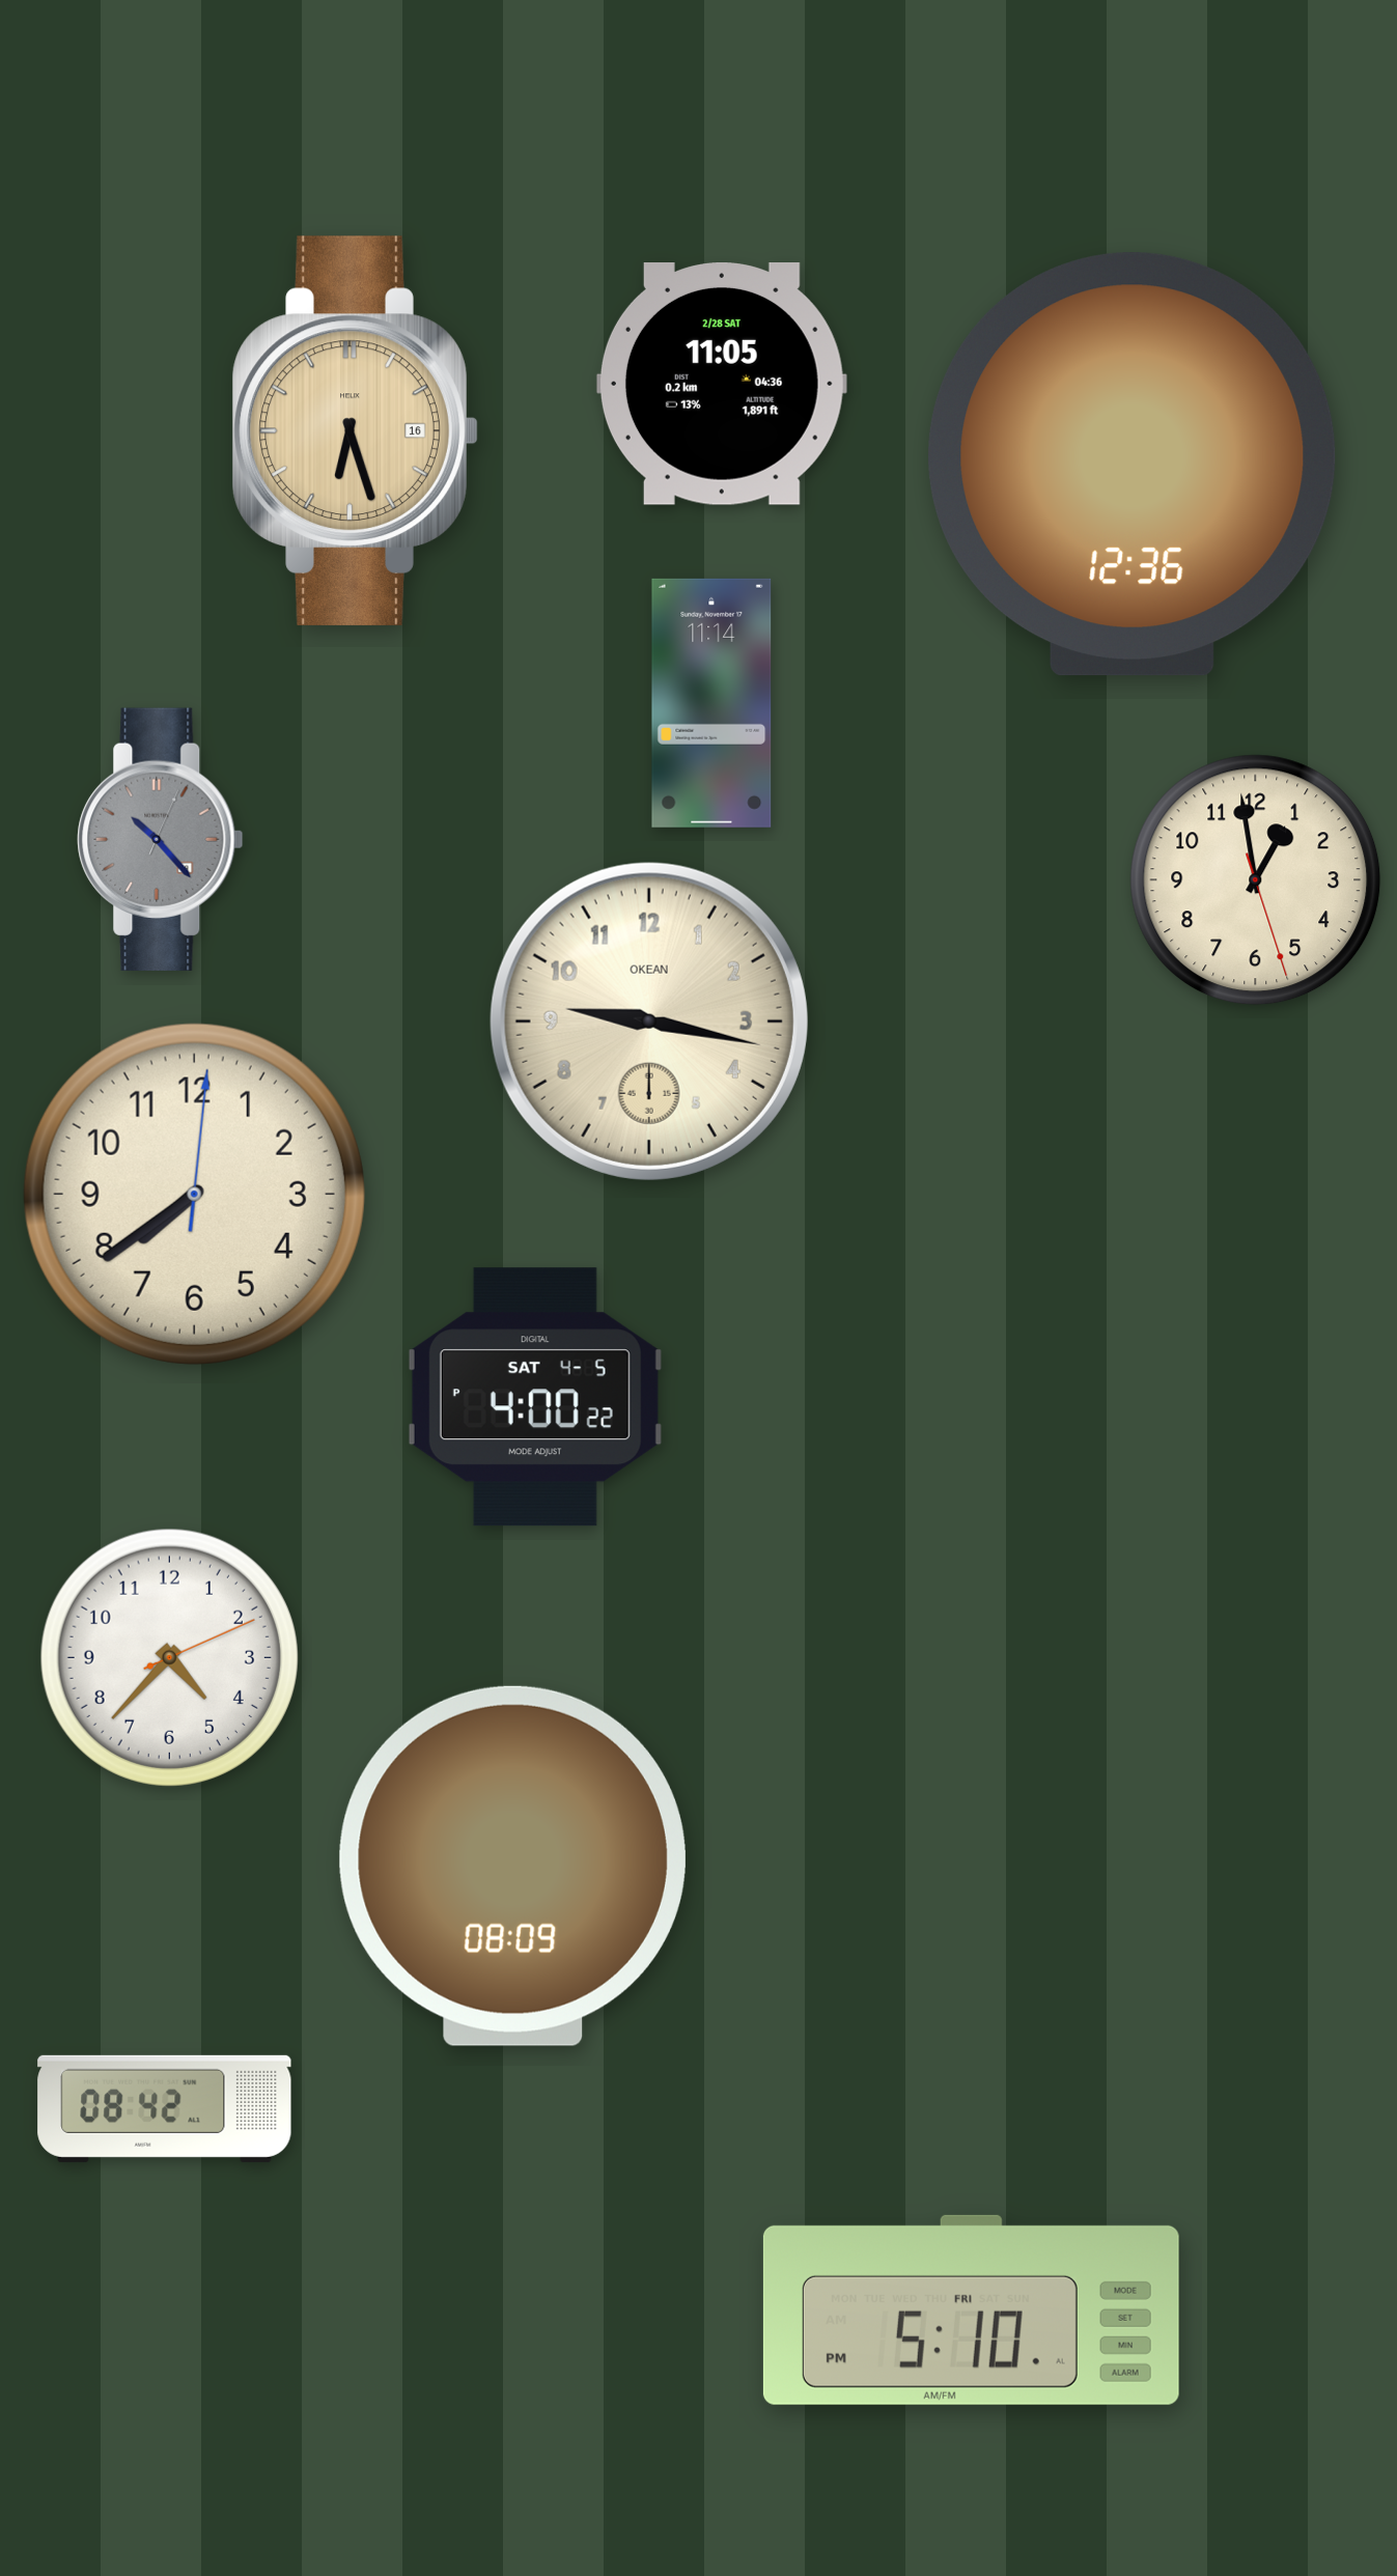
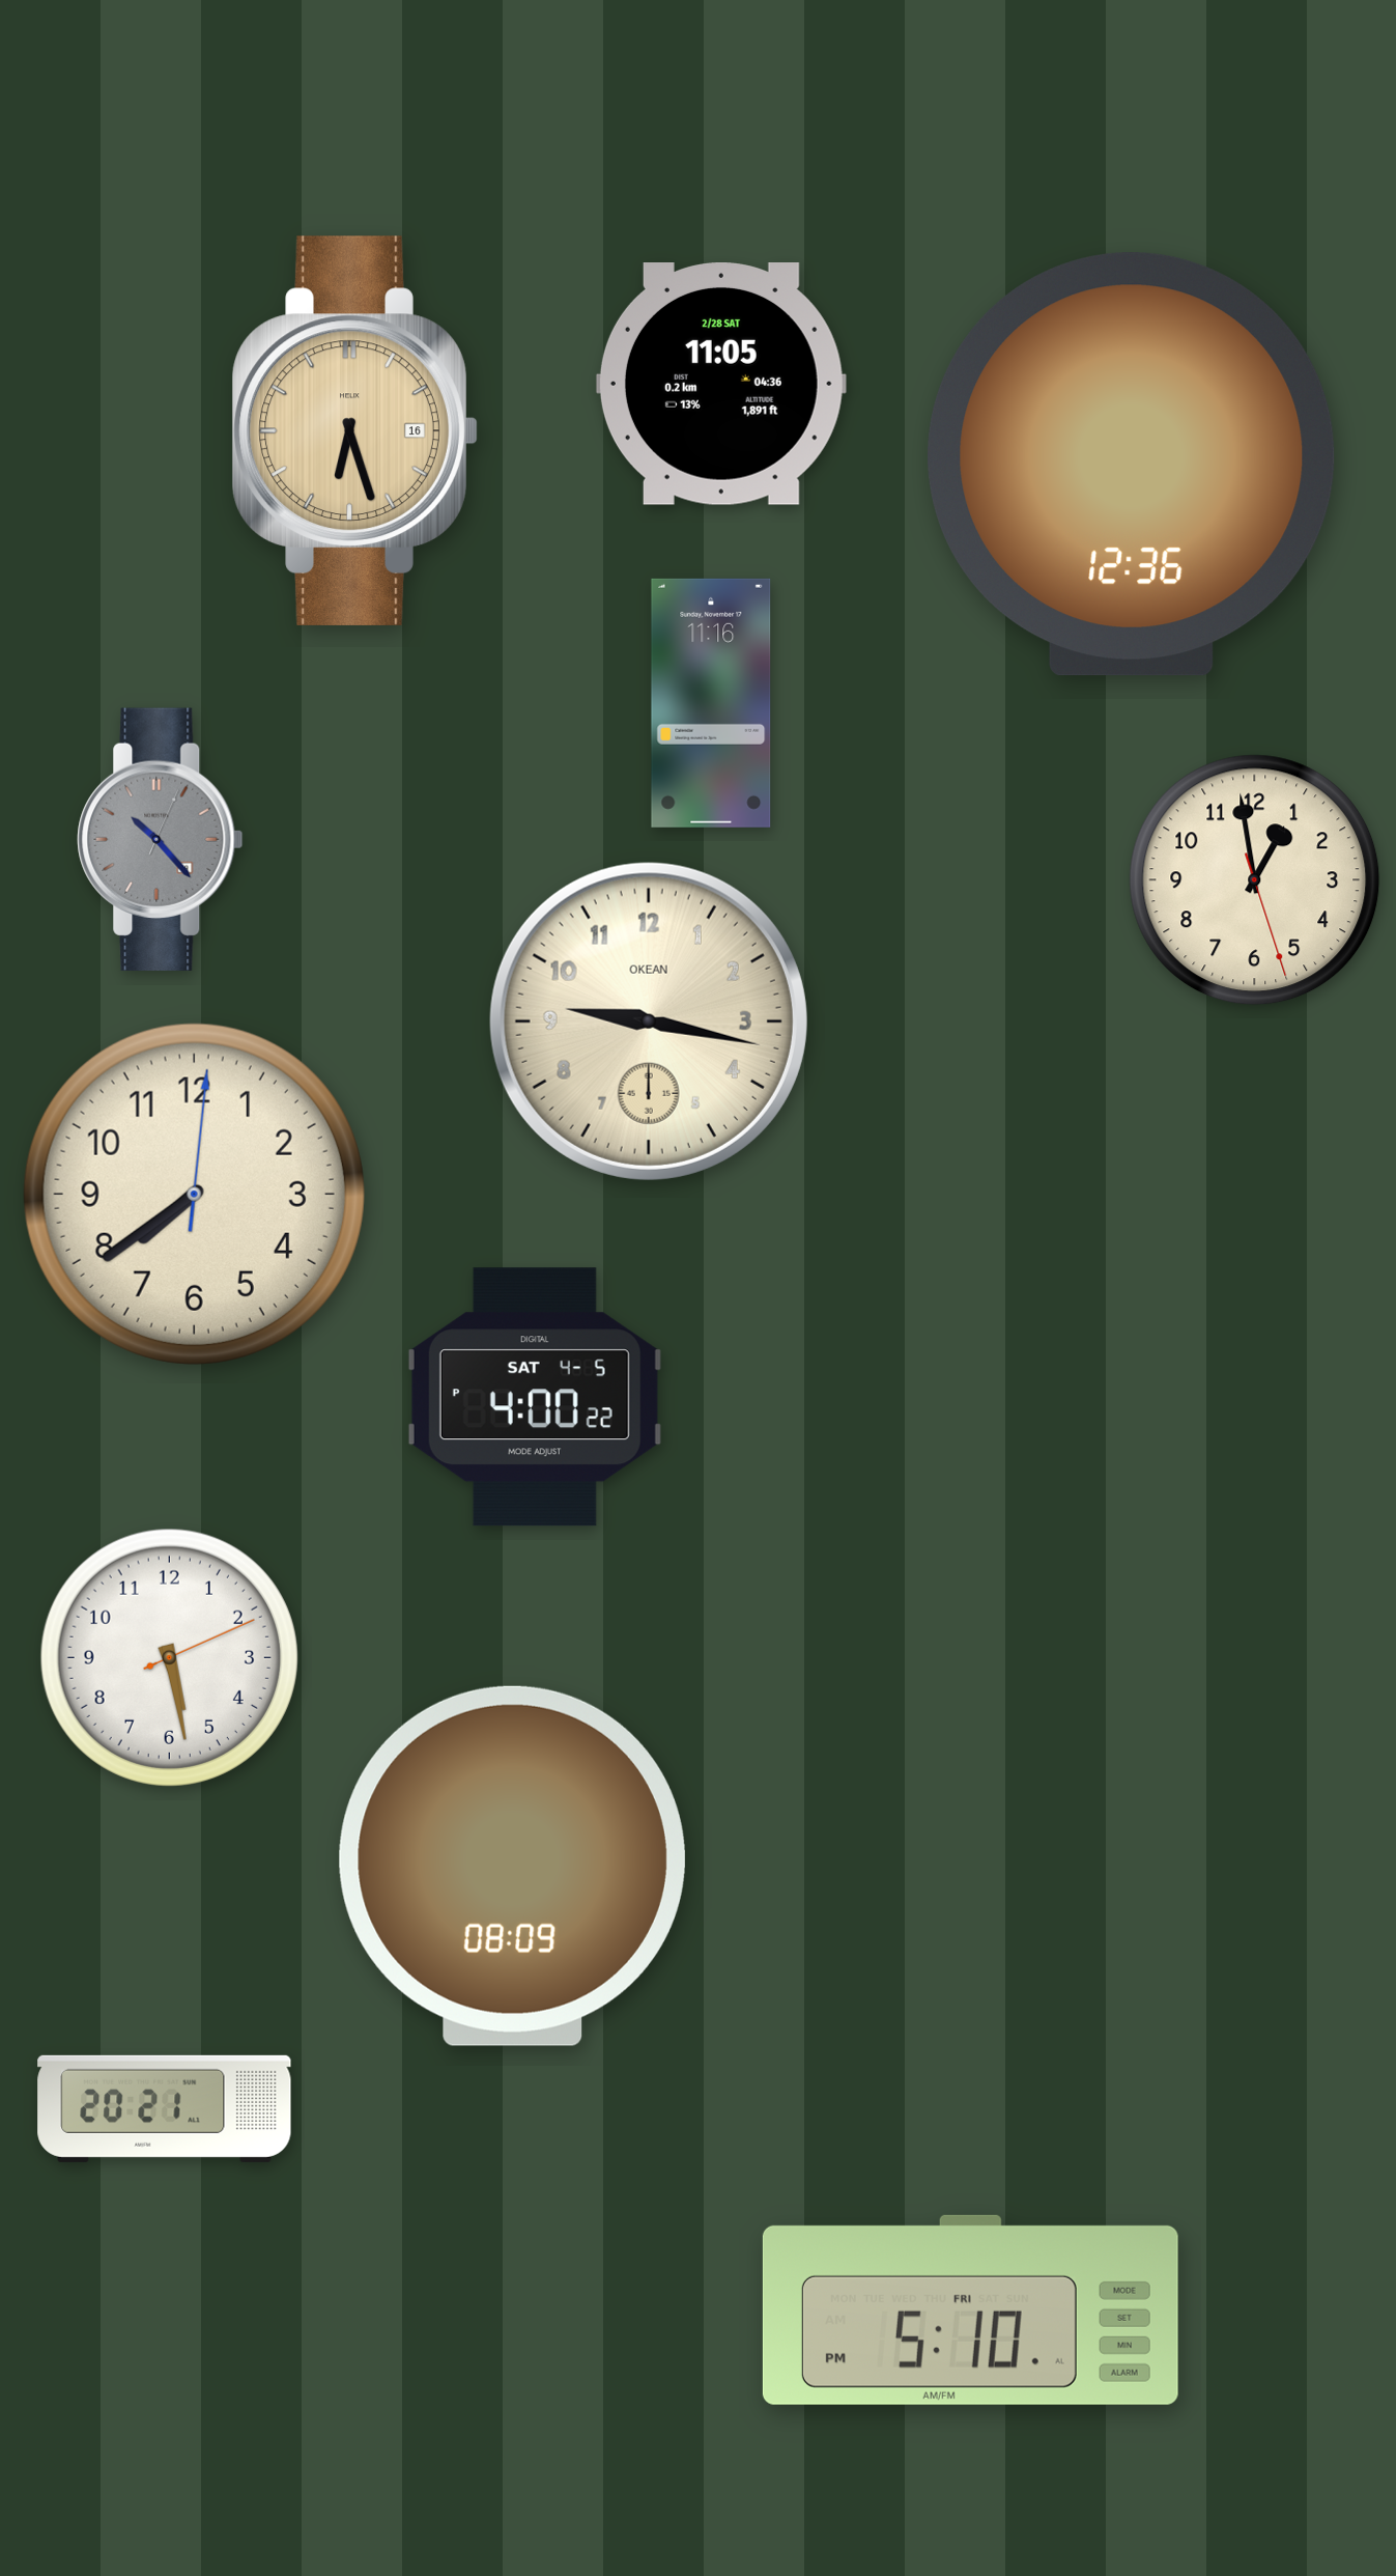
clock at (711, 703): 11:14 -> 11:16
clock at (169, 1657): 4:37 -> 5:28
clock at (165, 2108): 08:42 -> 20:21
